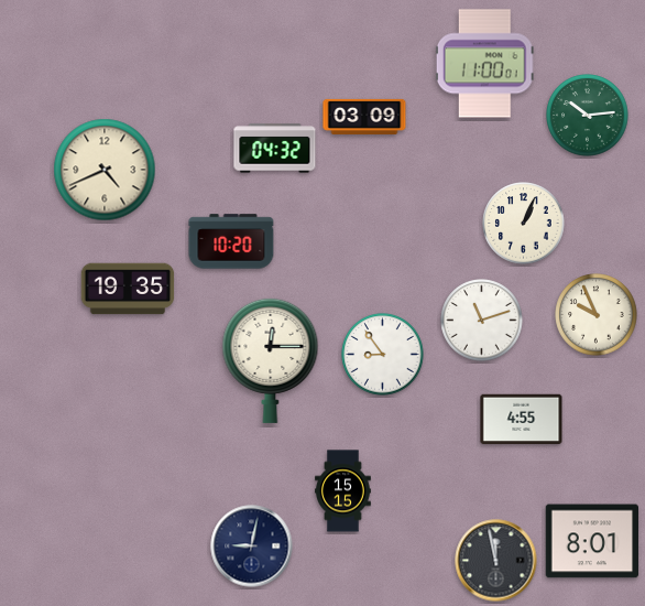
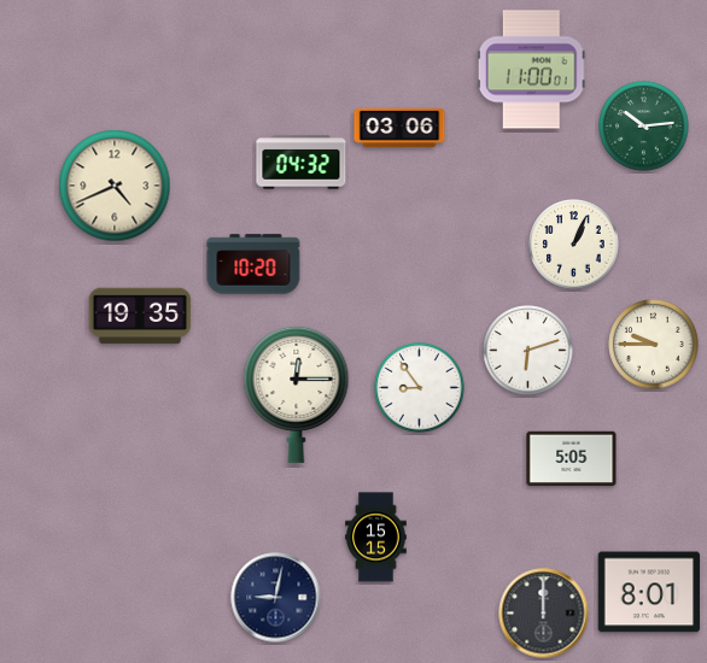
clock at (364, 117): 03:09 -> 03:06
clock at (597, 315): 9:56 -> 9:45
clock at (482, 321): 11:12 -> 6:12
clock at (522, 420): 4:55 -> 5:05
clock at (496, 561): 11:58 -> 12:00
